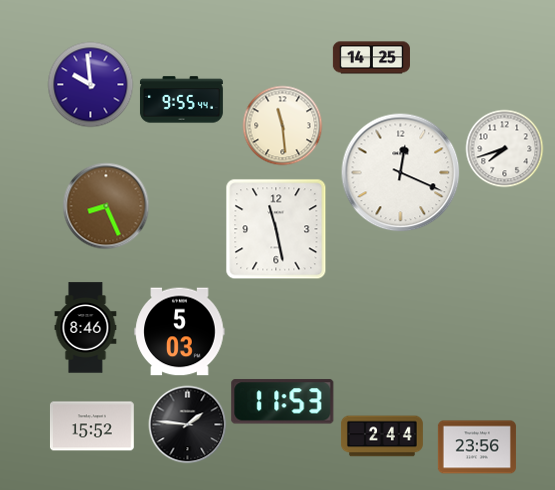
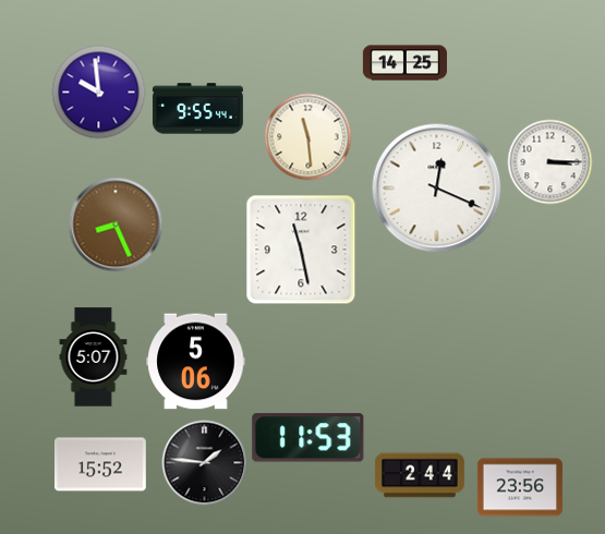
clock at (504, 148): 7:42 -> 3:15
clock at (86, 328): 8:46 -> 5:07
clock at (180, 332): 5:03 -> 5:06
clock at (382, 436) position: (382, 436) -> (420, 475)
